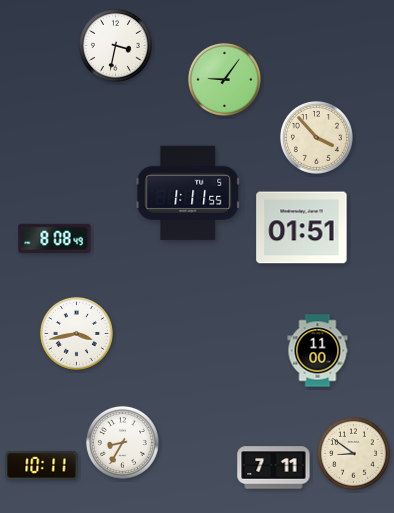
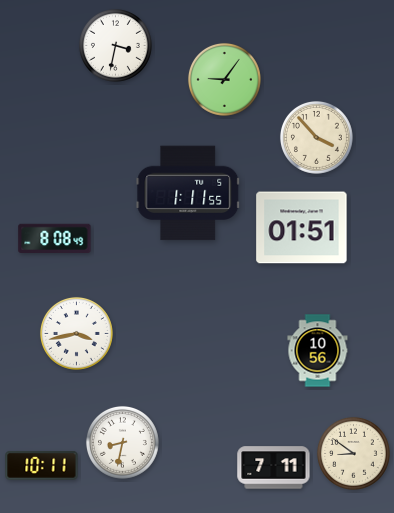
clock at (318, 351): 11:00 -> 10:56
clock at (122, 442): 8:35 -> 8:32
